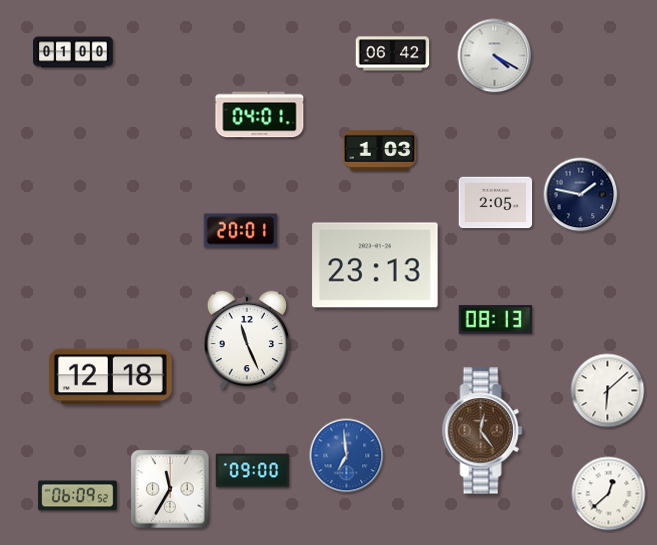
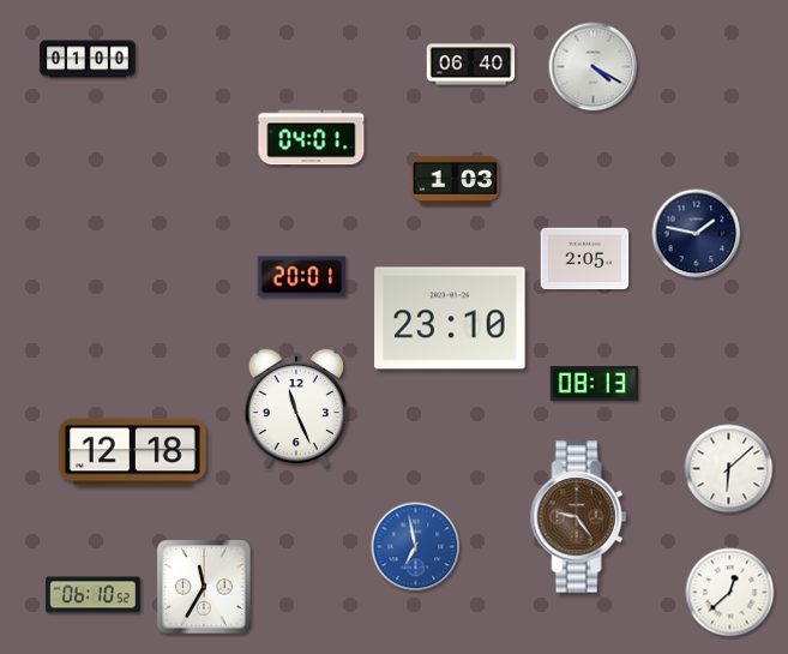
clock at (73, 52) position: (73, 52) -> (88, 59)
clock at (393, 54): 06:42 -> 06:40
clock at (496, 203) position: (496, 203) -> (585, 259)
clock at (241, 231) position: (241, 231) -> (302, 277)
clock at (375, 265): 23:13 -> 23:10
clock at (483, 431): 12:24 -> 9:24
clock at (347, 456): 6:59 -> 6:58
clock at (253, 471): 09:00 -> none
clock at (78, 496): 06:09 -> 06:10
